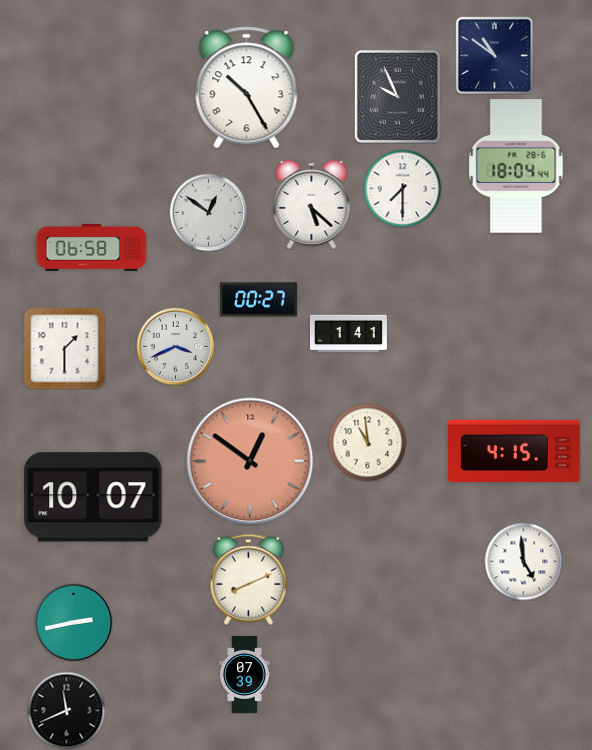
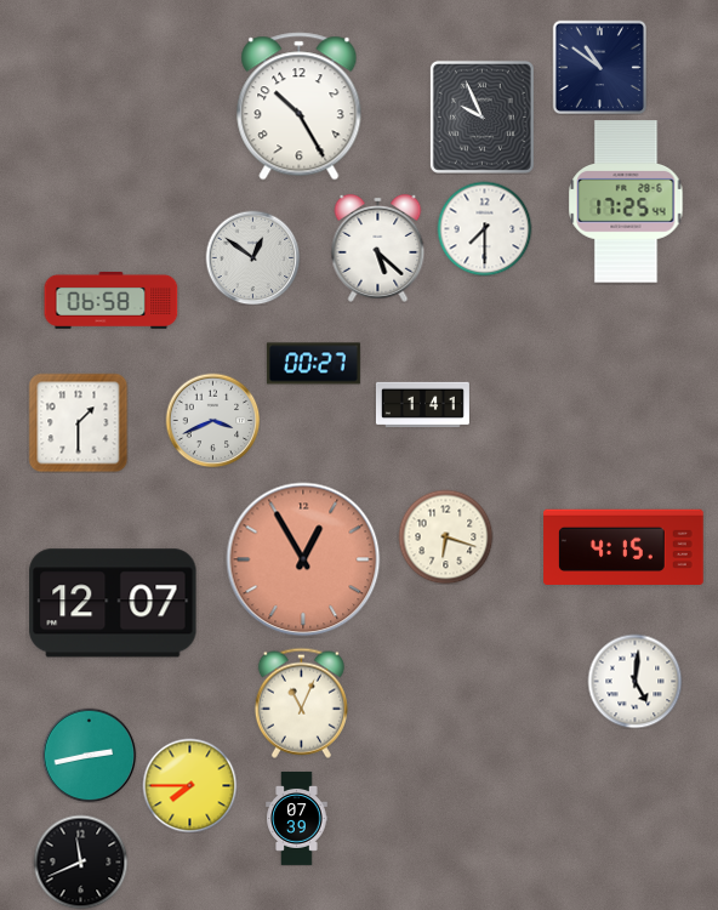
clock at (516, 166): 18:04 -> 17:25
clock at (402, 188) position: (402, 188) -> (484, 228)
clock at (367, 442): 10:59 -> 6:18
clock at (250, 461): 12:51 -> 12:55
clock at (93, 497): 10:07 -> 12:07
clock at (523, 561): 4:59 -> 5:01
clock at (248, 579): 8:11 -> 11:04
clock at (189, 785): none -> 7:45
